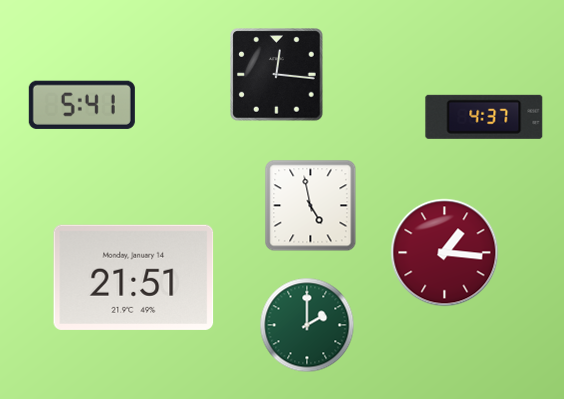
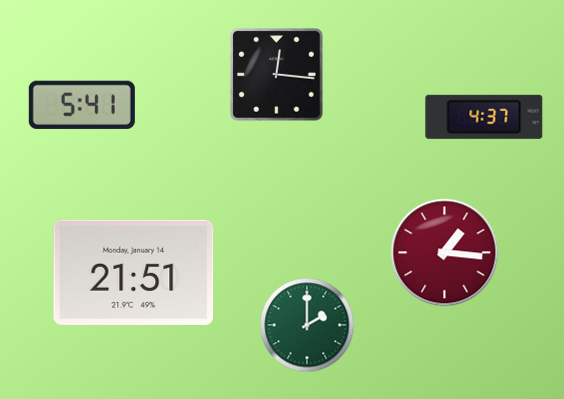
clock at (311, 206): 4:58 -> none
clock at (134, 277) position: (134, 277) -> (134, 272)
